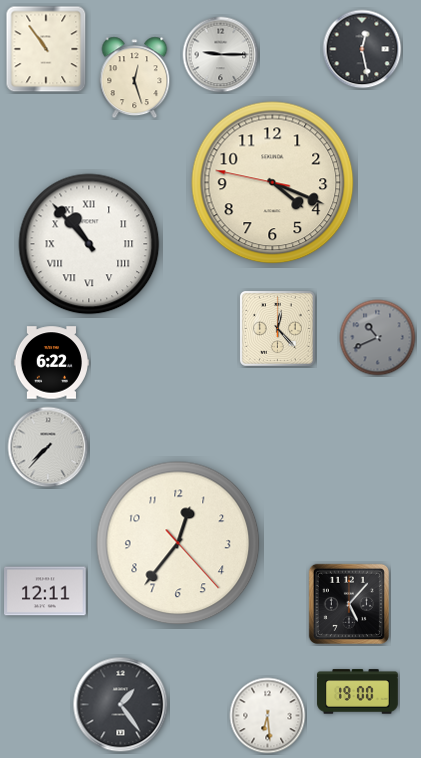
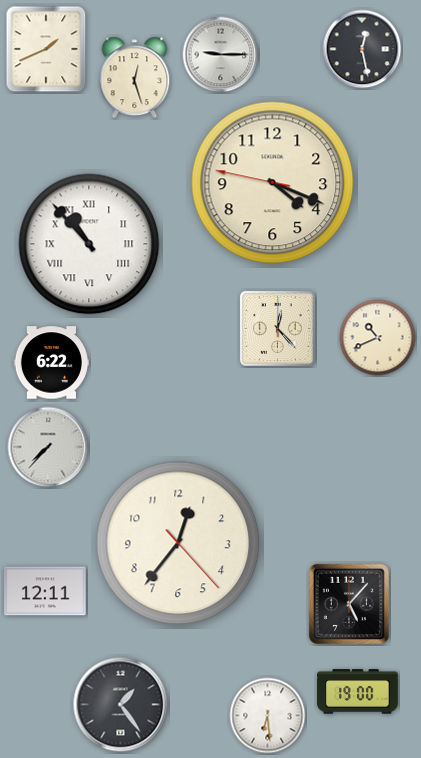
clock at (46, 49): 10:54 -> 1:41
clock at (378, 338) dial: grey -> cream
